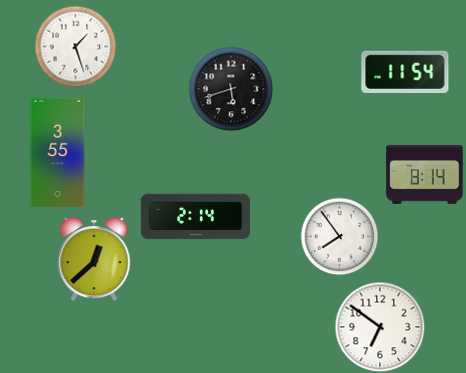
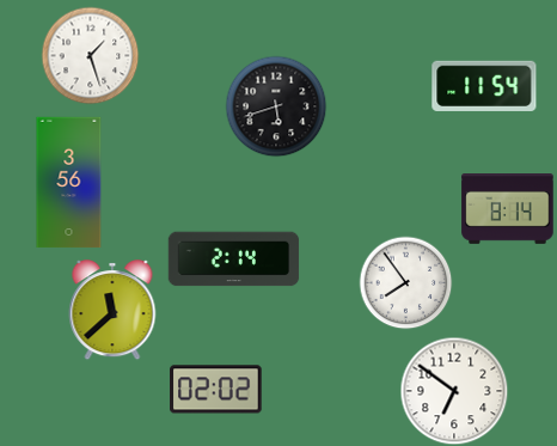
clock at (58, 153): 3:55 -> 3:56
clock at (94, 259): 12:38 -> 11:38
clock at (216, 390): none -> 02:02
